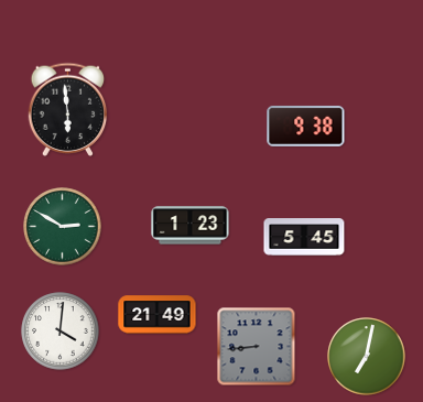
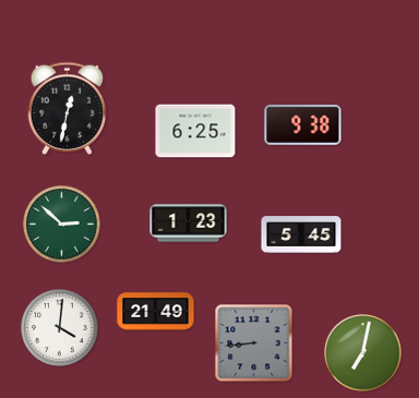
clock at (68, 109): 5:59 -> 12:32
clock at (195, 131): none -> 6:25
clock at (63, 227): 2:50 -> 2:52
